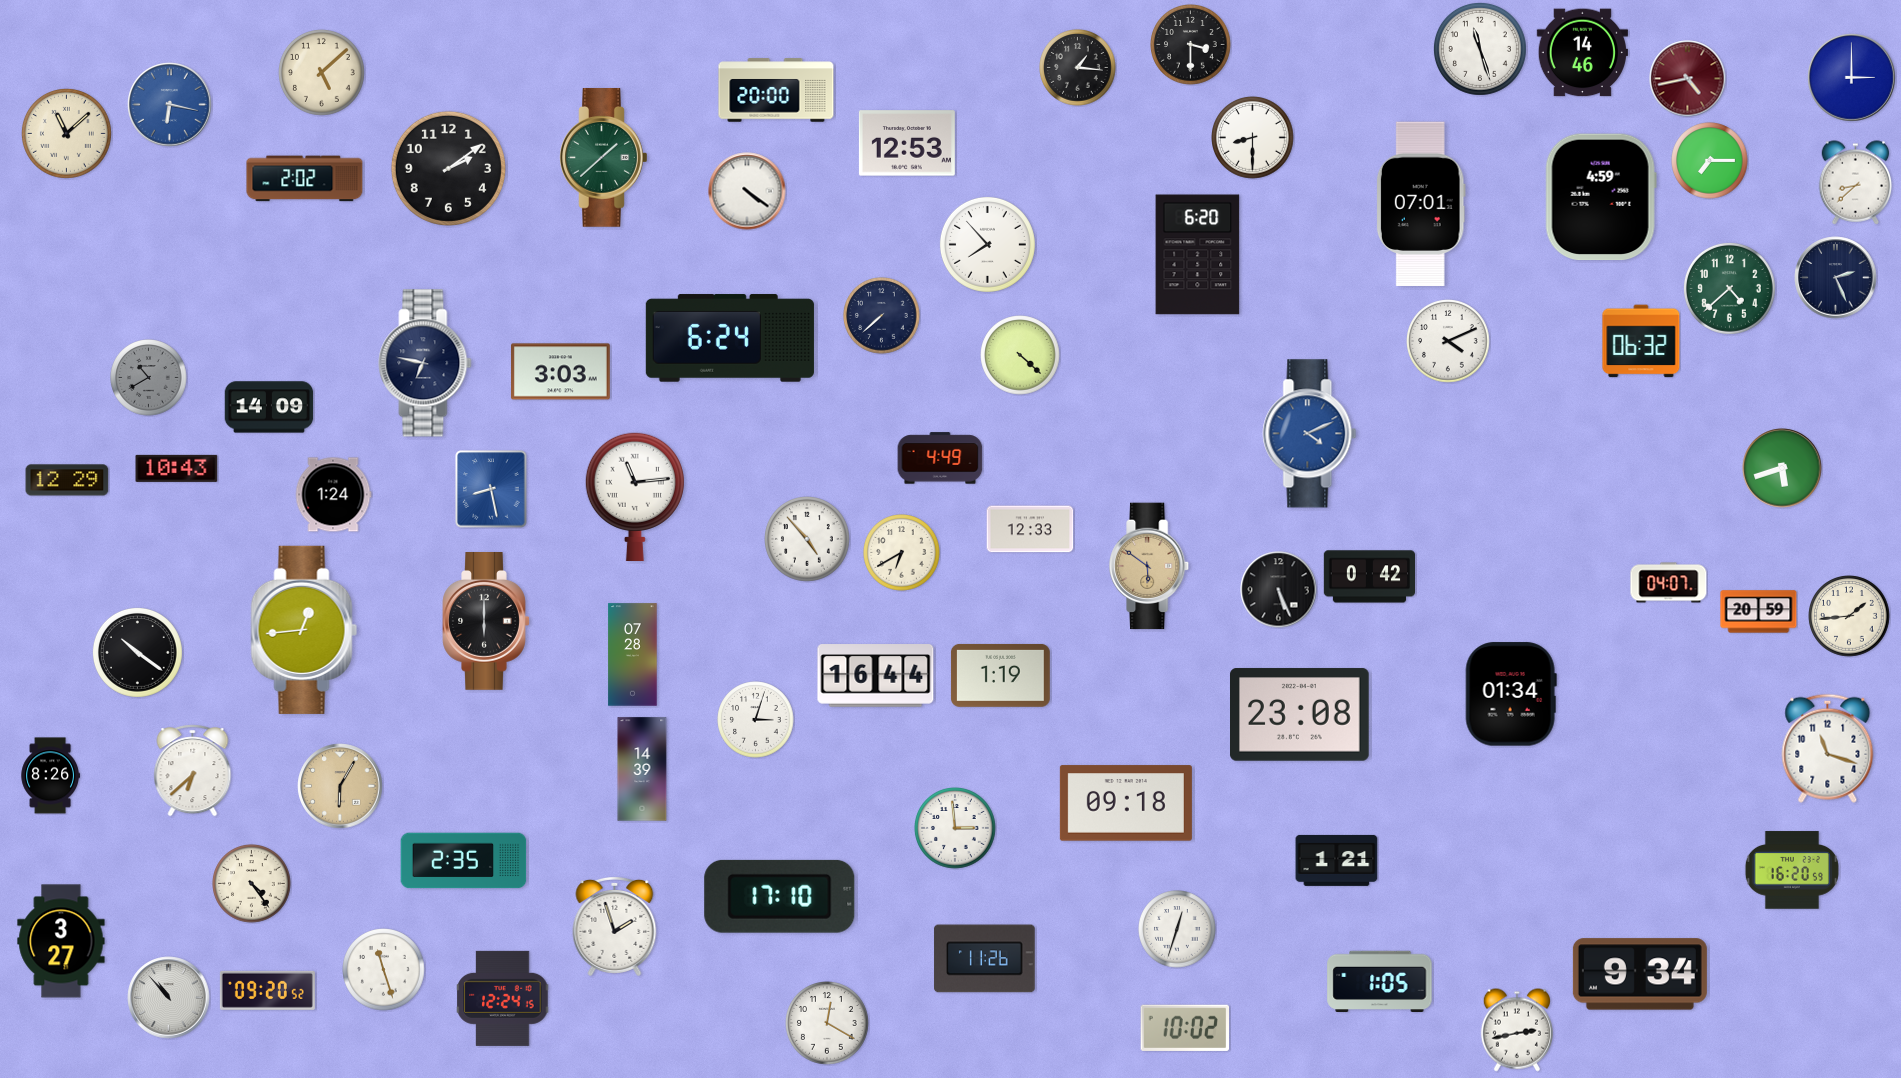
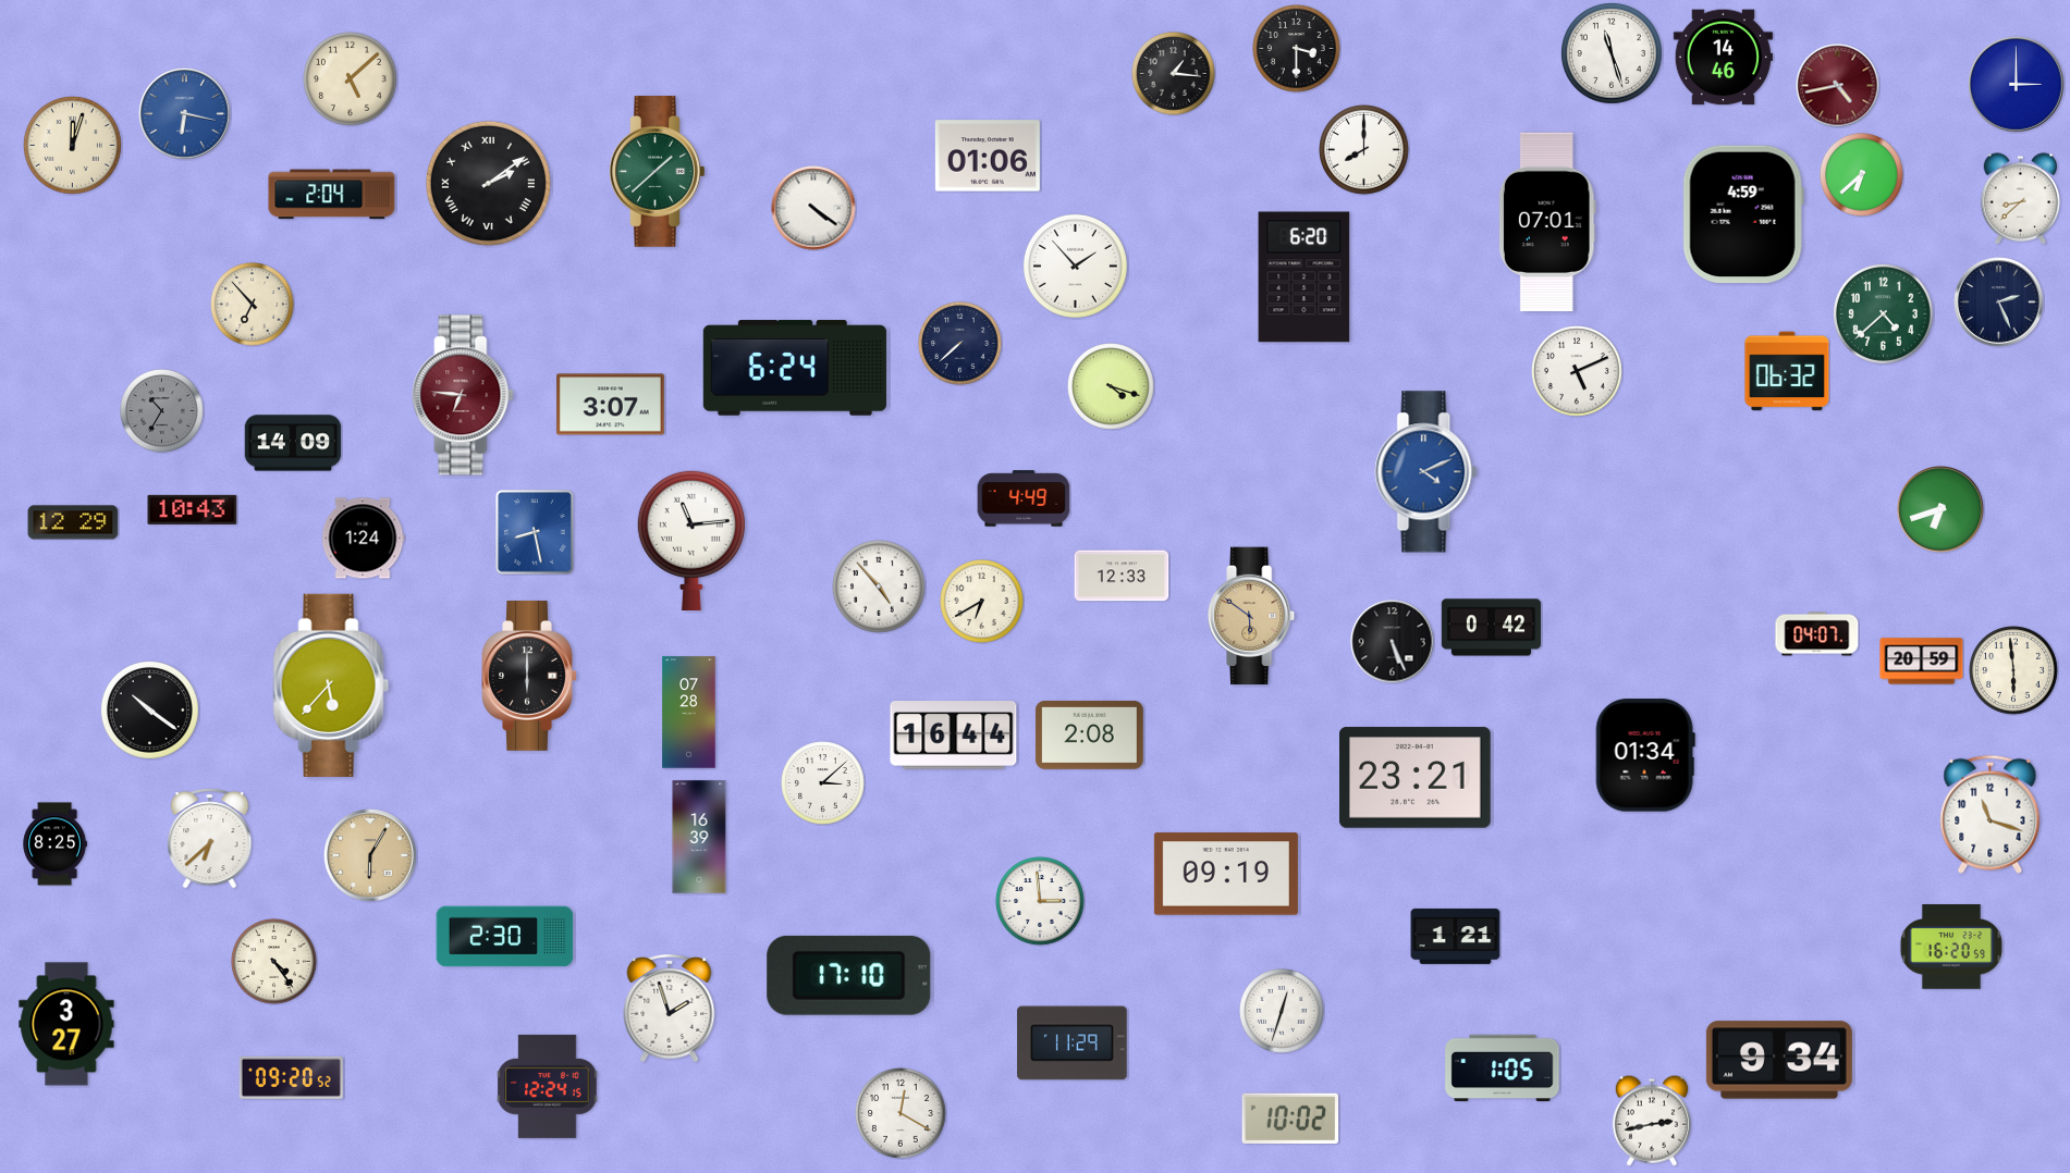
clock at (776, 90): 20:00 -> none
clock at (66, 133): 11:08 -> 12:03
clock at (1253, 138): 8:30 -> 8:00
clock at (907, 143): 12:53 -> 01:06
clock at (1710, 161): 7:15 -> 6:38
clock at (448, 168) numerals: Arabic -> Roman
clock at (305, 179): 2:02 -> 2:04
clock at (987, 244): 7:53 -> 1:53
clock at (253, 305): none -> 6:53
clock at (1449, 342): 4:11 -> 5:11
clock at (1020, 355): 4:22 -> 4:18
clock at (425, 363): 6:47 -> 6:46
clock at (425, 363) dial: navy -> burgundy
clock at (561, 372): 3:03 -> 3:07
clock at (149, 378): 10:40 -> 10:35
clock at (1782, 468): 5:42 -> 6:42
clock at (1759, 612) position: (1759, 612) -> (1922, 662)
clock at (1849, 616): 1:44 -> 5:59
clock at (304, 630): 12:44 -> 5:37
clock at (1000, 675): 1:19 -> 2:08
clock at (1300, 715): 23:08 -> 23:21
clock at (756, 720): 3:03 -> 3:08
clock at (642, 769): 14:39 -> 16:39
clock at (50, 776): 8:26 -> 8:25
clock at (1126, 803): 09:18 -> 09:19
clock at (464, 861): 2:35 -> 2:30
clock at (985, 959): 11:26 -> 11:29
clock at (384, 970): 11:27 -> none
clock at (1640, 974) position: (1640, 974) -> (1779, 1060)
clock at (169, 998): 10:53 -> none
